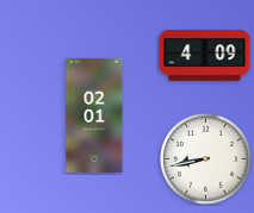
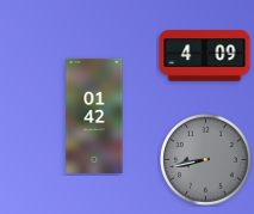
clock at (94, 115): 02:01 -> 01:42
clock at (206, 159) dial: white -> grey
